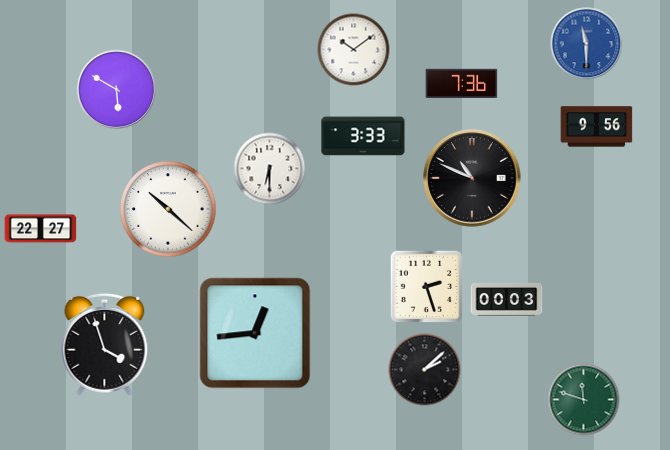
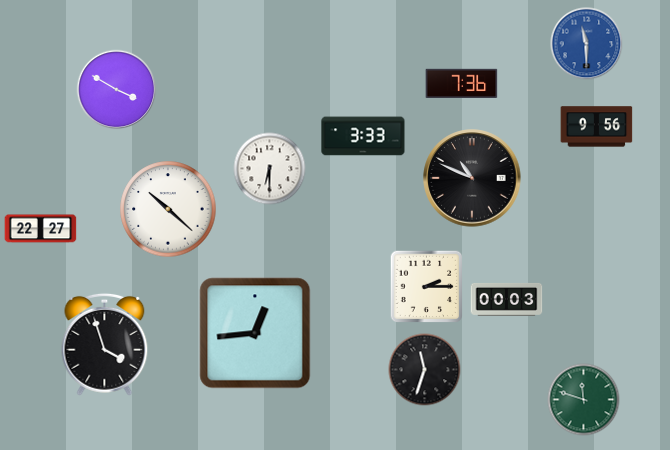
clock at (354, 50): 10:09 -> none
clock at (117, 90): 5:50 -> 3:50
clock at (427, 287): 2:27 -> 2:15
clock at (425, 370): 2:08 -> 11:33
